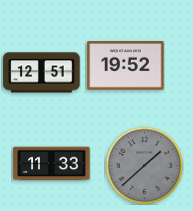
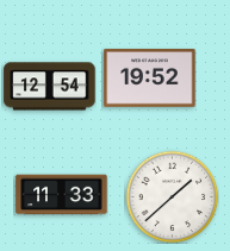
clock at (42, 73): 12:51 -> 12:54
clock at (144, 165) dial: grey -> white
